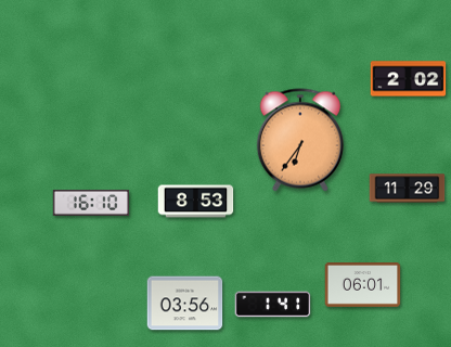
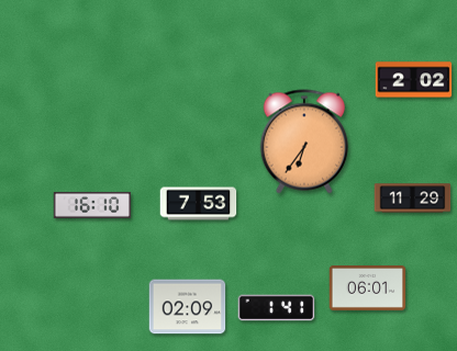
clock at (408, 189) position: (408, 189) -> (413, 199)
clock at (196, 202): 8:53 -> 7:53
clock at (185, 304): 03:56 -> 02:09
